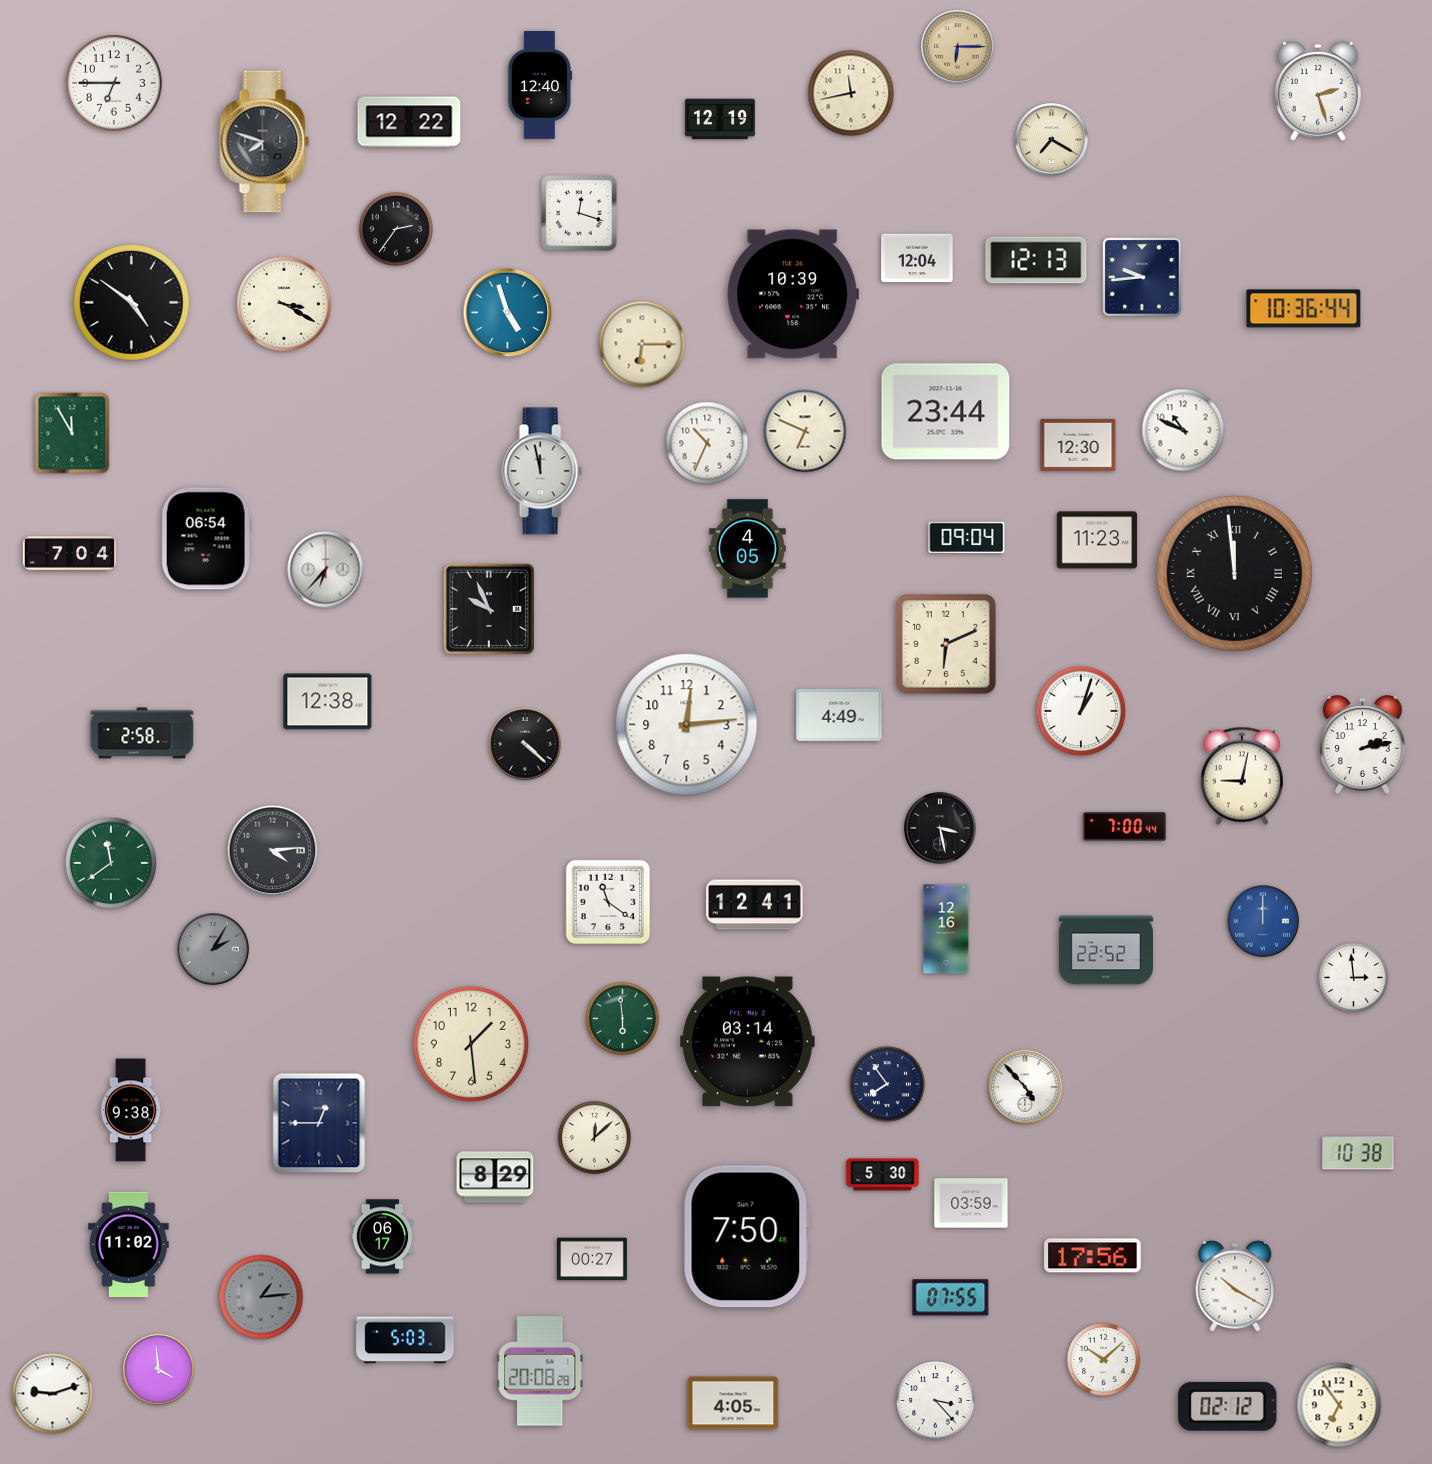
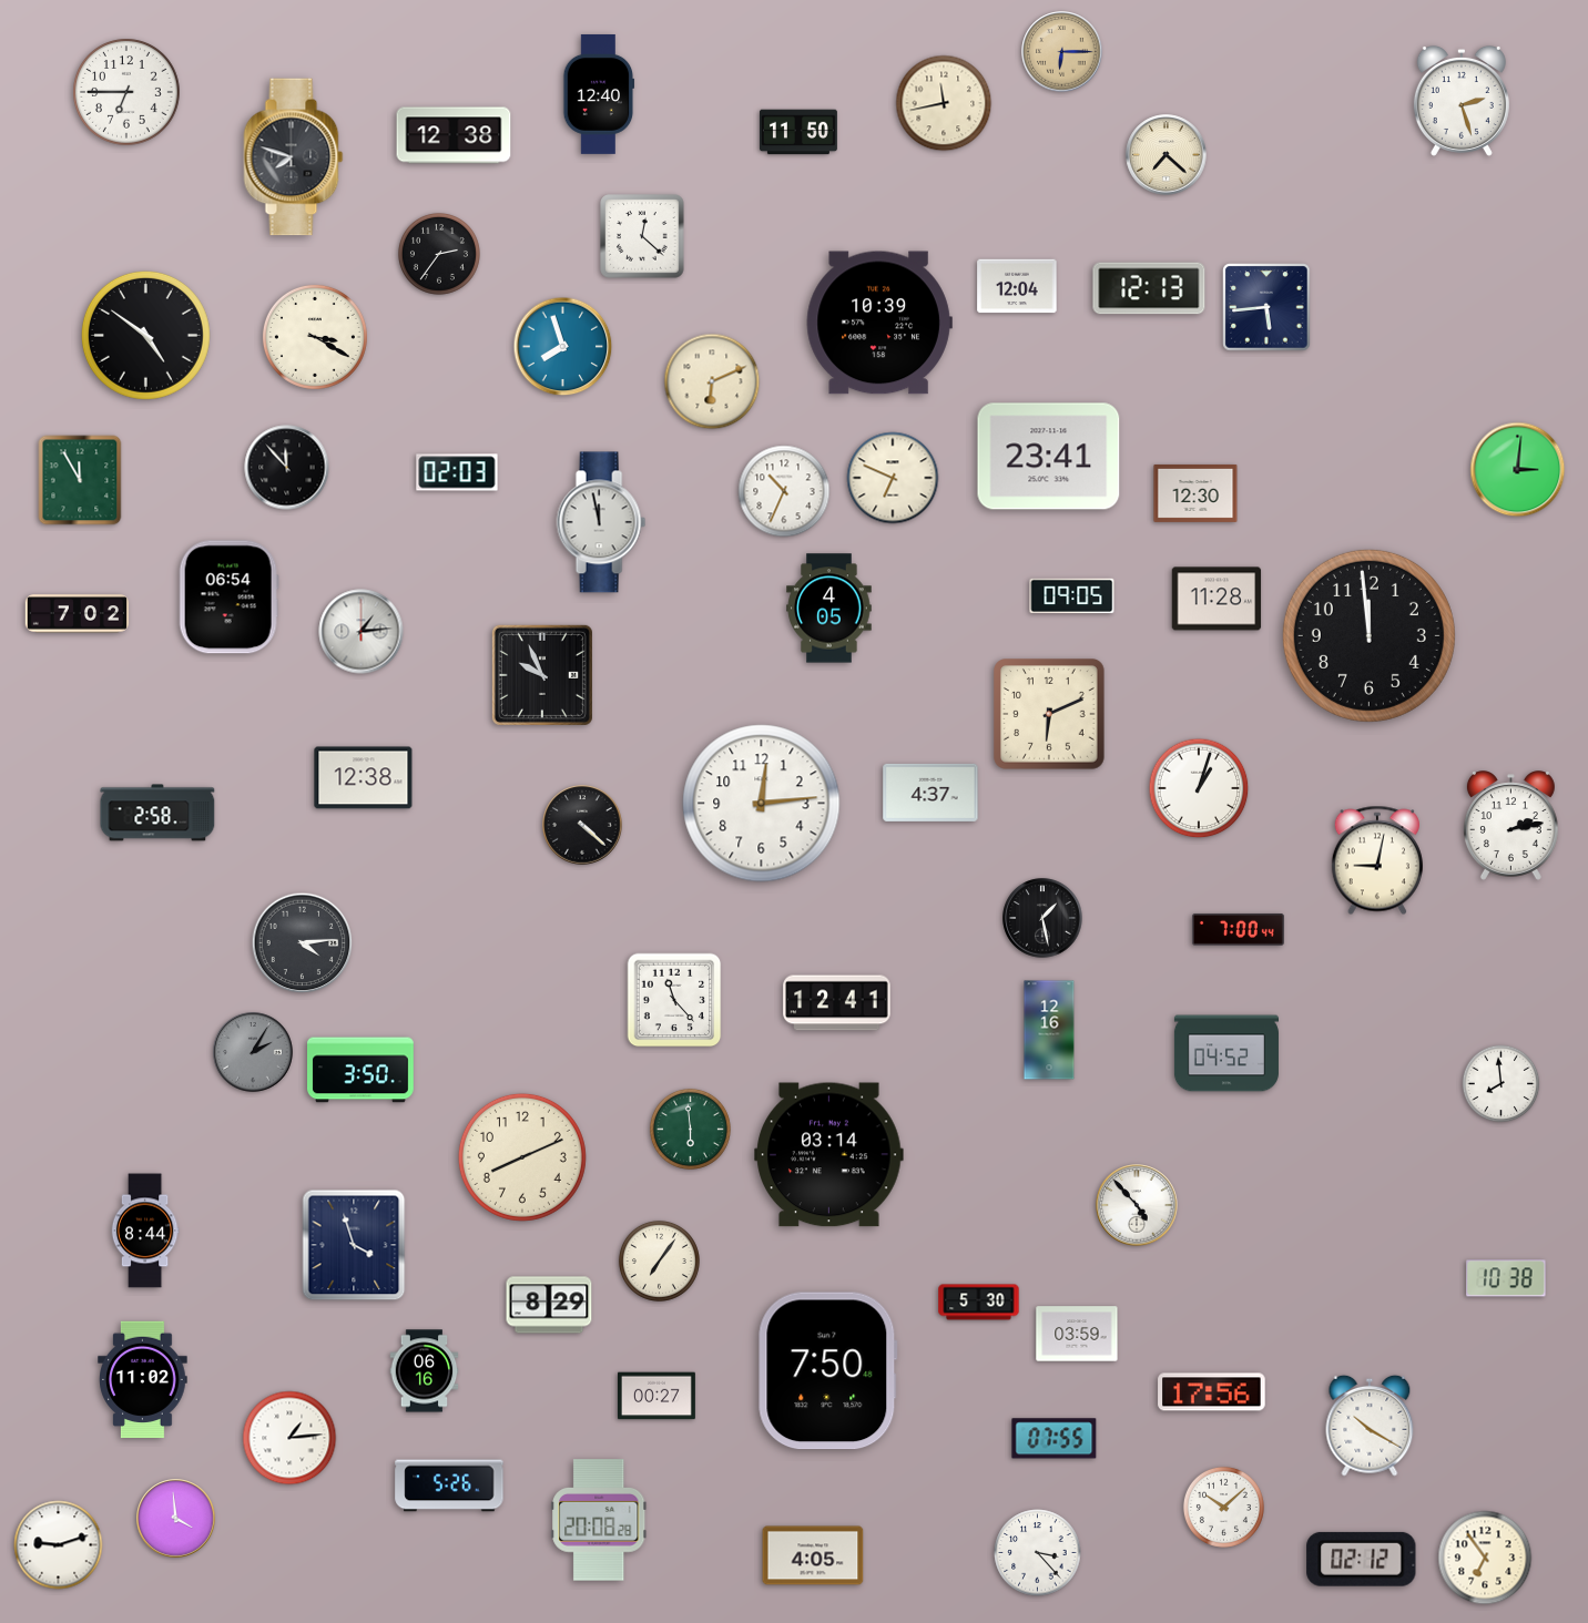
clock at (720, 119): 12:19 -> 11:50
clock at (409, 122): 12:22 -> 12:38
clock at (1052, 140): 7:20 -> 7:22
clock at (579, 213): 12:18 -> 12:22
clock at (1142, 277): 9:44 -> 5:44
clock at (793, 294) position: (793, 294) -> (879, 323)
clock at (1304, 309): 10:36 -> none
clock at (508, 313): 4:57 -> 7:57
clock at (642, 344): 6:15 -> 6:11
clock at (946, 412): 23:44 -> 23:41
clock at (287, 468): none -> 11:53
clock at (1518, 470): none -> 3:01
clock at (457, 472): none -> 02:03
clock at (1183, 430): 10:49 -> none
clock at (967, 538): 09:04 -> 09:05
clock at (1097, 540): 11:23 -> 11:28
clock at (70, 554): 7:04 -> 7:02
clock at (326, 570): 6:37 -> 1:14
clock at (1234, 573) numerals: Roman -> Arabic
clock at (839, 715): 4:49 -> 4:37
clock at (1124, 826) position: (1124, 826) -> (1238, 929)
clock at (940, 828): 3:28 -> 1:28
clock at (111, 863): 11:39 -> none
clock at (608, 902): 11:21 -> 11:23
clock at (1263, 921): 12:00 -> none
clock at (213, 949) position: (213, 949) -> (253, 1052)
clock at (1106, 950): 22:52 -> 04:52
clock at (360, 1070): none -> 3:50
clock at (1354, 978): 2:59 -> 7:59
clock at (471, 1044): 1:29 -> 8:11
clock at (887, 1084): 7:54 -> none
clock at (131, 1110): 9:38 -> 8:44
clock at (319, 1123): 12:45 -> 3:57
clock at (594, 1137): 12:08 -> 7:06
clock at (383, 1237): 06:17 -> 06:16
clock at (261, 1297) dial: grey -> white
clock at (405, 1340): 5:03 -> 5:26
